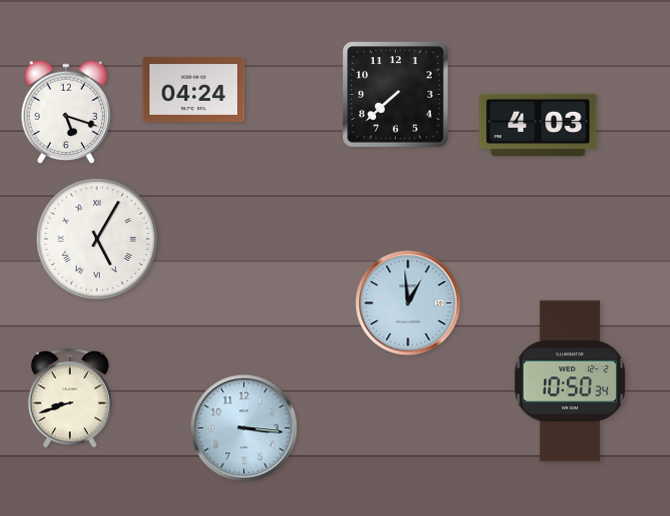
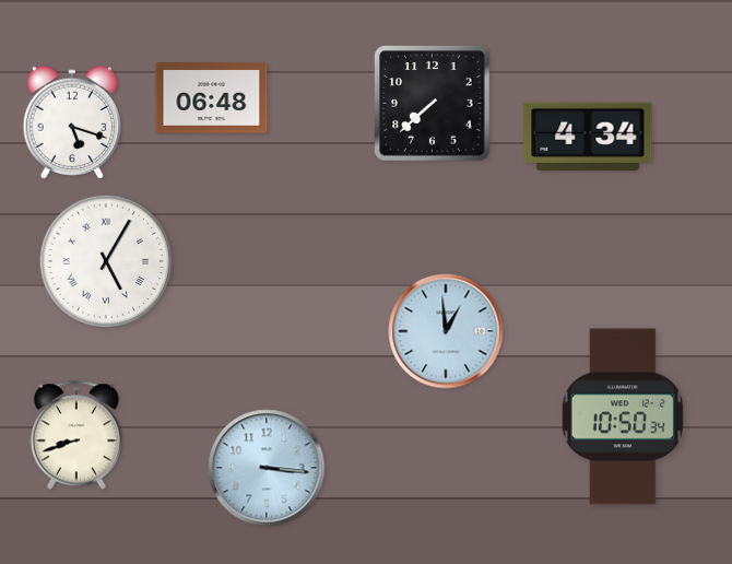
clock at (194, 89): 04:24 -> 06:48
clock at (538, 125): 4:03 -> 4:34
